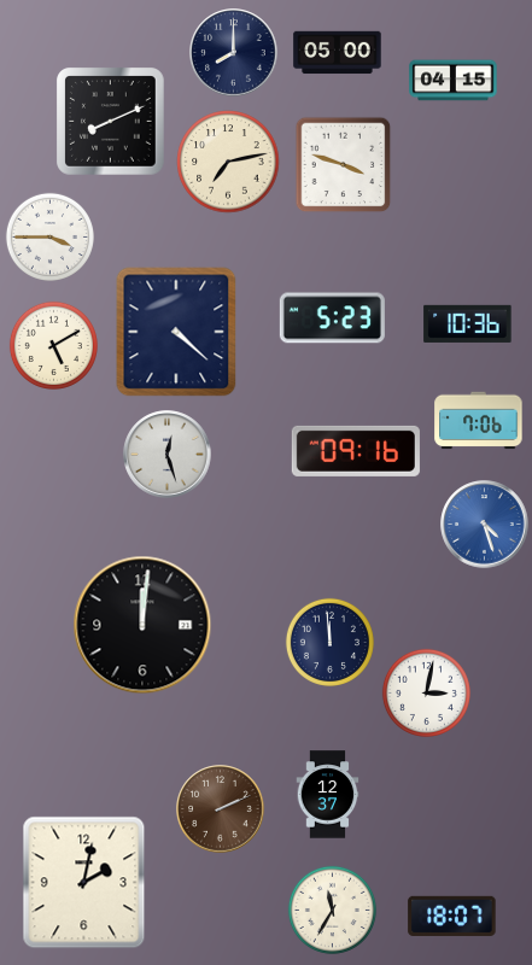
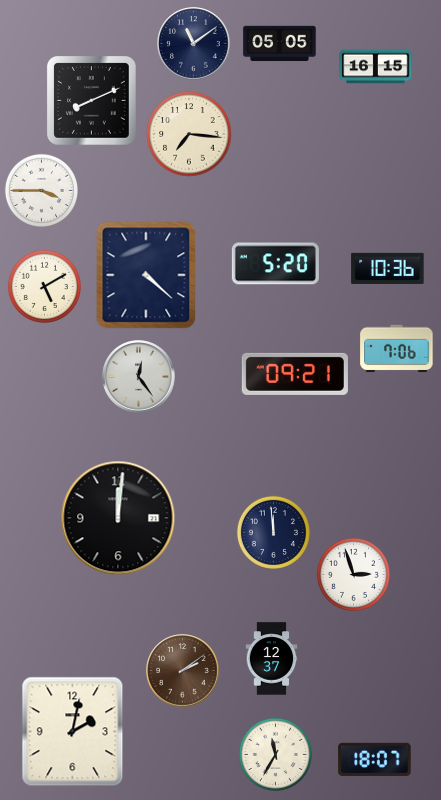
clock at (234, 53): 8:00 -> 11:09
clock at (338, 53): 05:00 -> 05:05
clock at (454, 81): 04:15 -> 16:15
clock at (228, 162): 7:13 -> 7:16
clock at (344, 165): 3:48 -> none
clock at (49, 236) position: (49, 236) -> (41, 190)
clock at (332, 318): 5:23 -> 5:20
clock at (356, 451): 09:16 -> 09:21
clock at (168, 455): 12:27 -> 12:24
clock at (485, 525): 4:27 -> none
clock at (426, 692): 3:02 -> 2:57
clock at (221, 809): 2:11 -> 2:09
clock at (84, 883) position: (84, 883) -> (73, 732)
